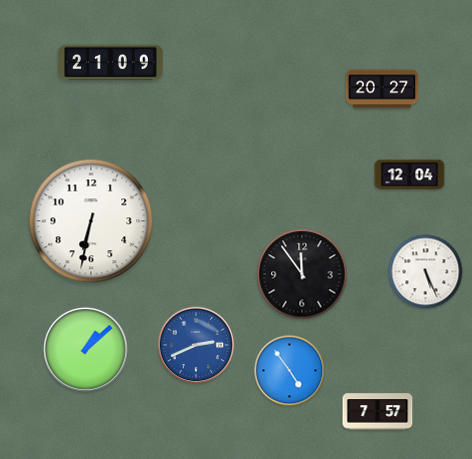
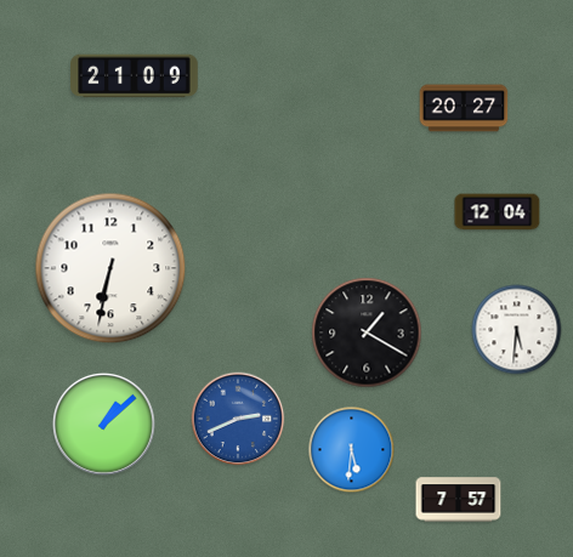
clock at (426, 272): 5:26 -> 5:31
clock at (302, 274): 11:54 -> 1:20
clock at (290, 371): 4:54 -> 5:31
